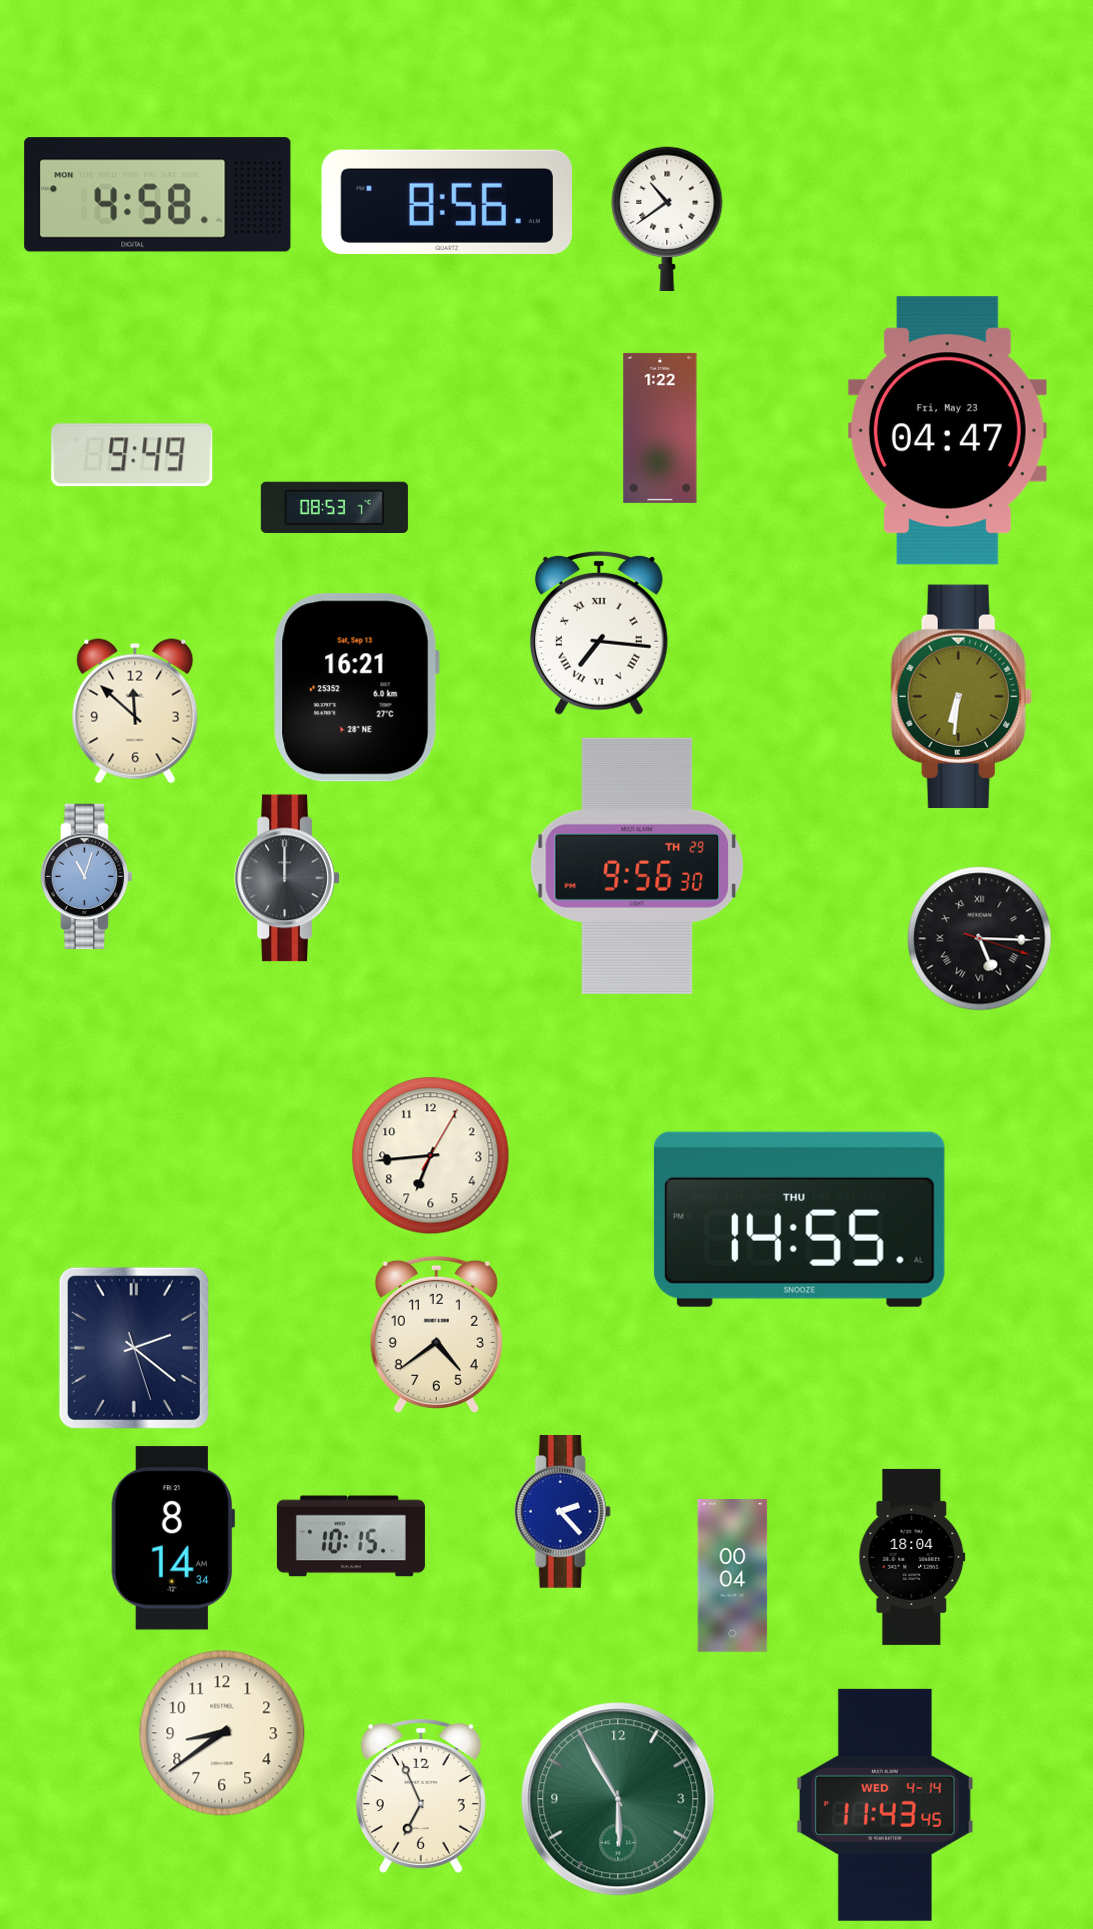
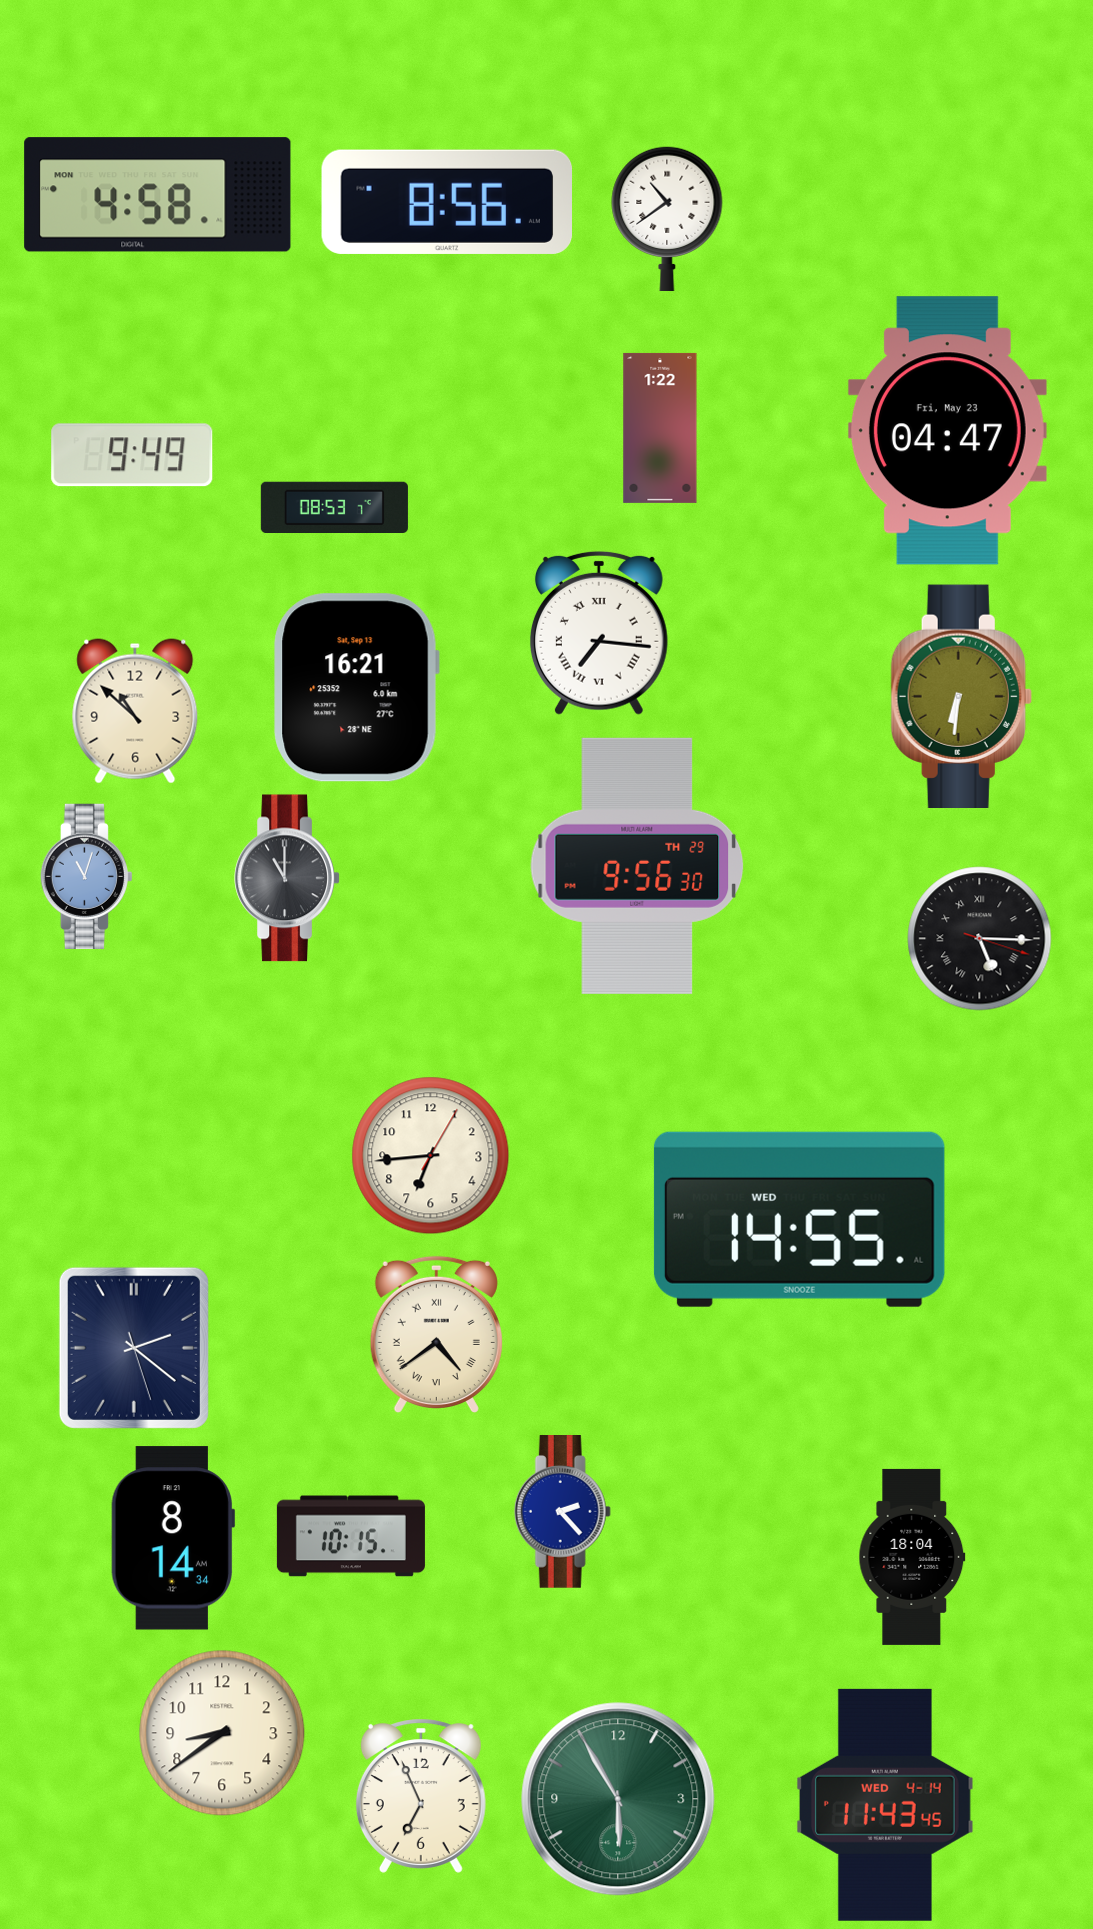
clock at (135, 711): 11:52 -> 10:52
clock at (287, 878): 12:00 -> 11:00
clock at (799, 1219) date: THU -> WED
clock at (436, 1334) numerals: Arabic -> Roman
clock at (733, 1576): 00:04 -> none
